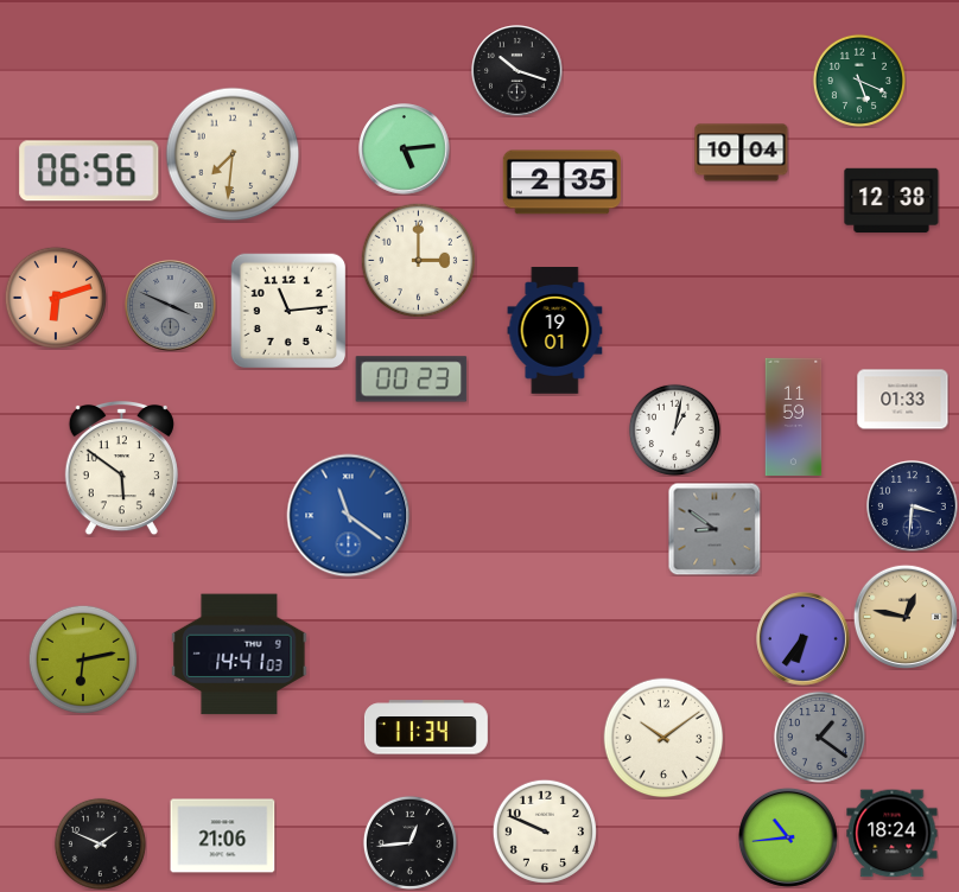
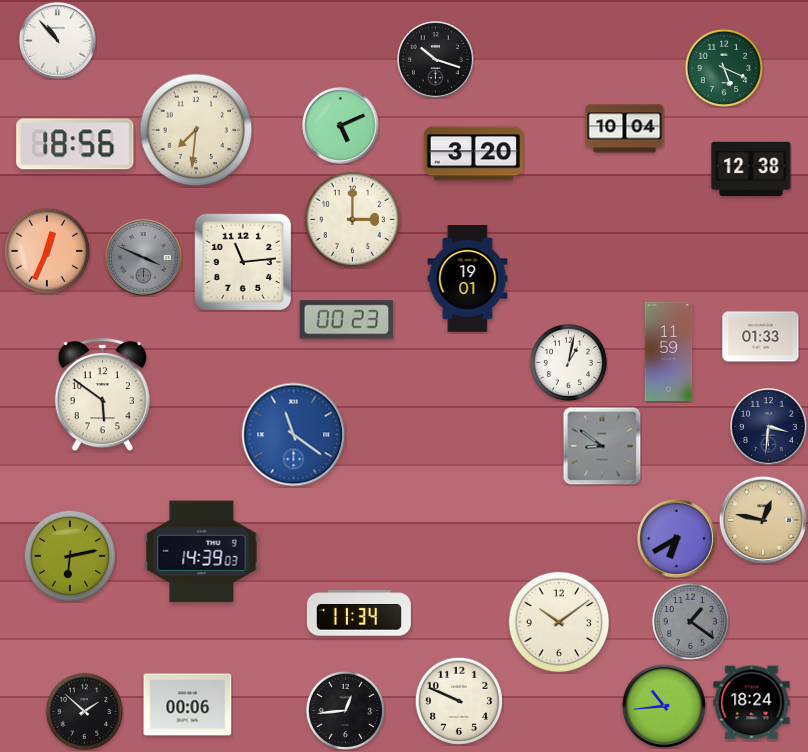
clock at (58, 41): none -> 10:53
clock at (405, 149): 5:14 -> 5:11
clock at (89, 171): 06:56 -> 18:56
clock at (561, 183): 2:35 -> 3:20
clock at (56, 298): 6:12 -> 12:34
clock at (804, 639): 6:36 -> 6:40
clock at (240, 655): 14:41 -> 14:39
clock at (223, 836): 21:06 -> 00:06
clock at (100, 843): 1:49 -> 1:52
